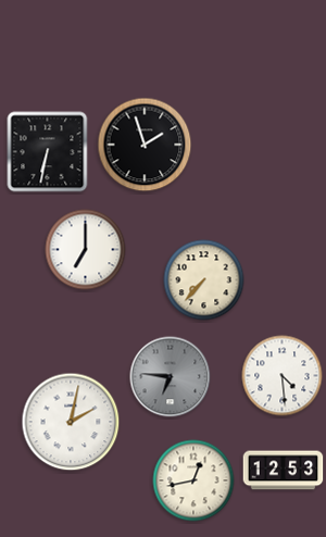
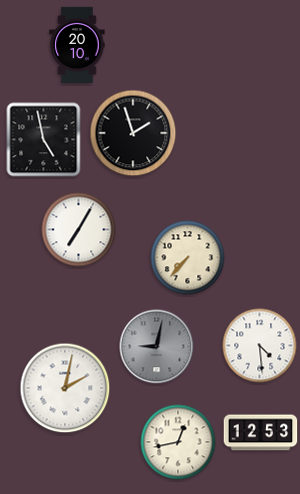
clock at (77, 45): none -> 20:10
clock at (48, 152): 6:32 -> 4:58
clock at (86, 250): 7:00 -> 7:05
clock at (171, 377): 6:46 -> 9:02
